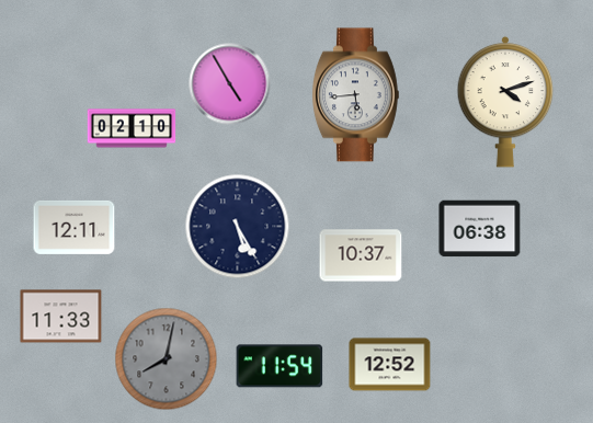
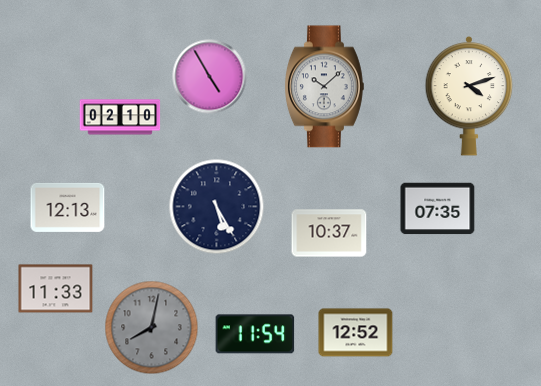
clock at (355, 95): 5:44 -> 10:08
clock at (505, 102) position: (505, 102) -> (469, 96)
clock at (75, 227): 12:11 -> 12:13
clock at (480, 229): 06:38 -> 07:35
